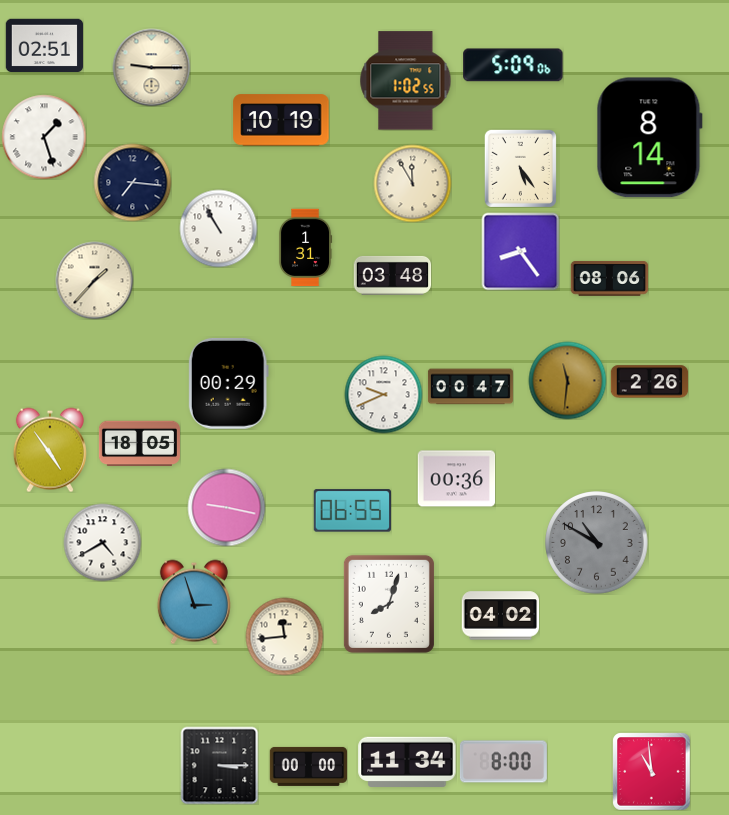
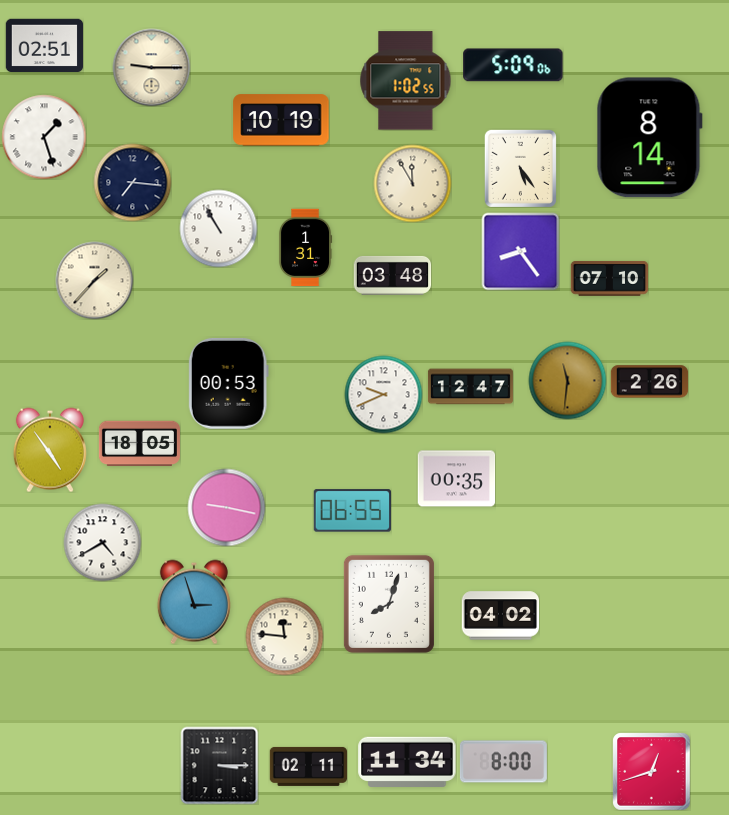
clock at (609, 278): 08:06 -> 07:10
clock at (228, 383): 00:29 -> 00:53
clock at (470, 387): 00:47 -> 12:47
clock at (456, 479): 00:36 -> 00:35
clock at (597, 543): 10:50 -> none
clock at (284, 636): 11:44 -> 11:46
clock at (308, 766): 00:00 -> 02:11
clock at (651, 771): 10:59 -> 12:42
